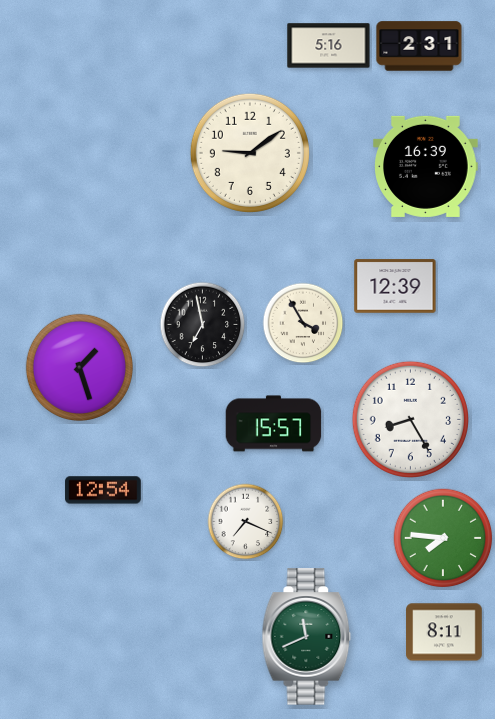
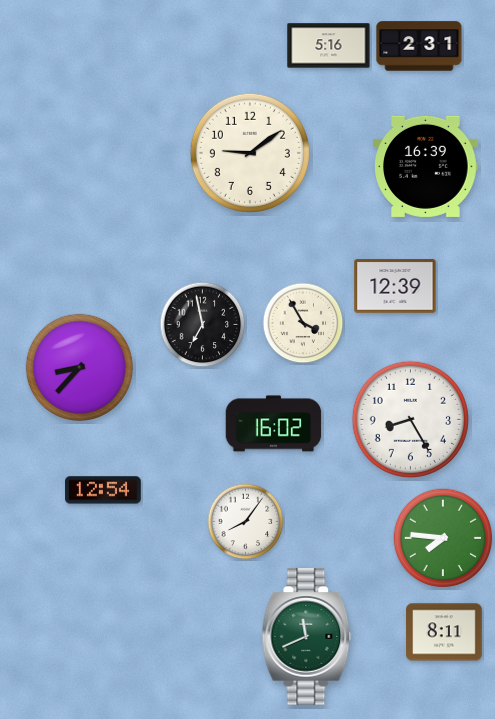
clock at (79, 367): 1:27 -> 8:37
clock at (274, 424): 15:57 -> 16:02
clock at (246, 522): 7:19 -> 8:06
